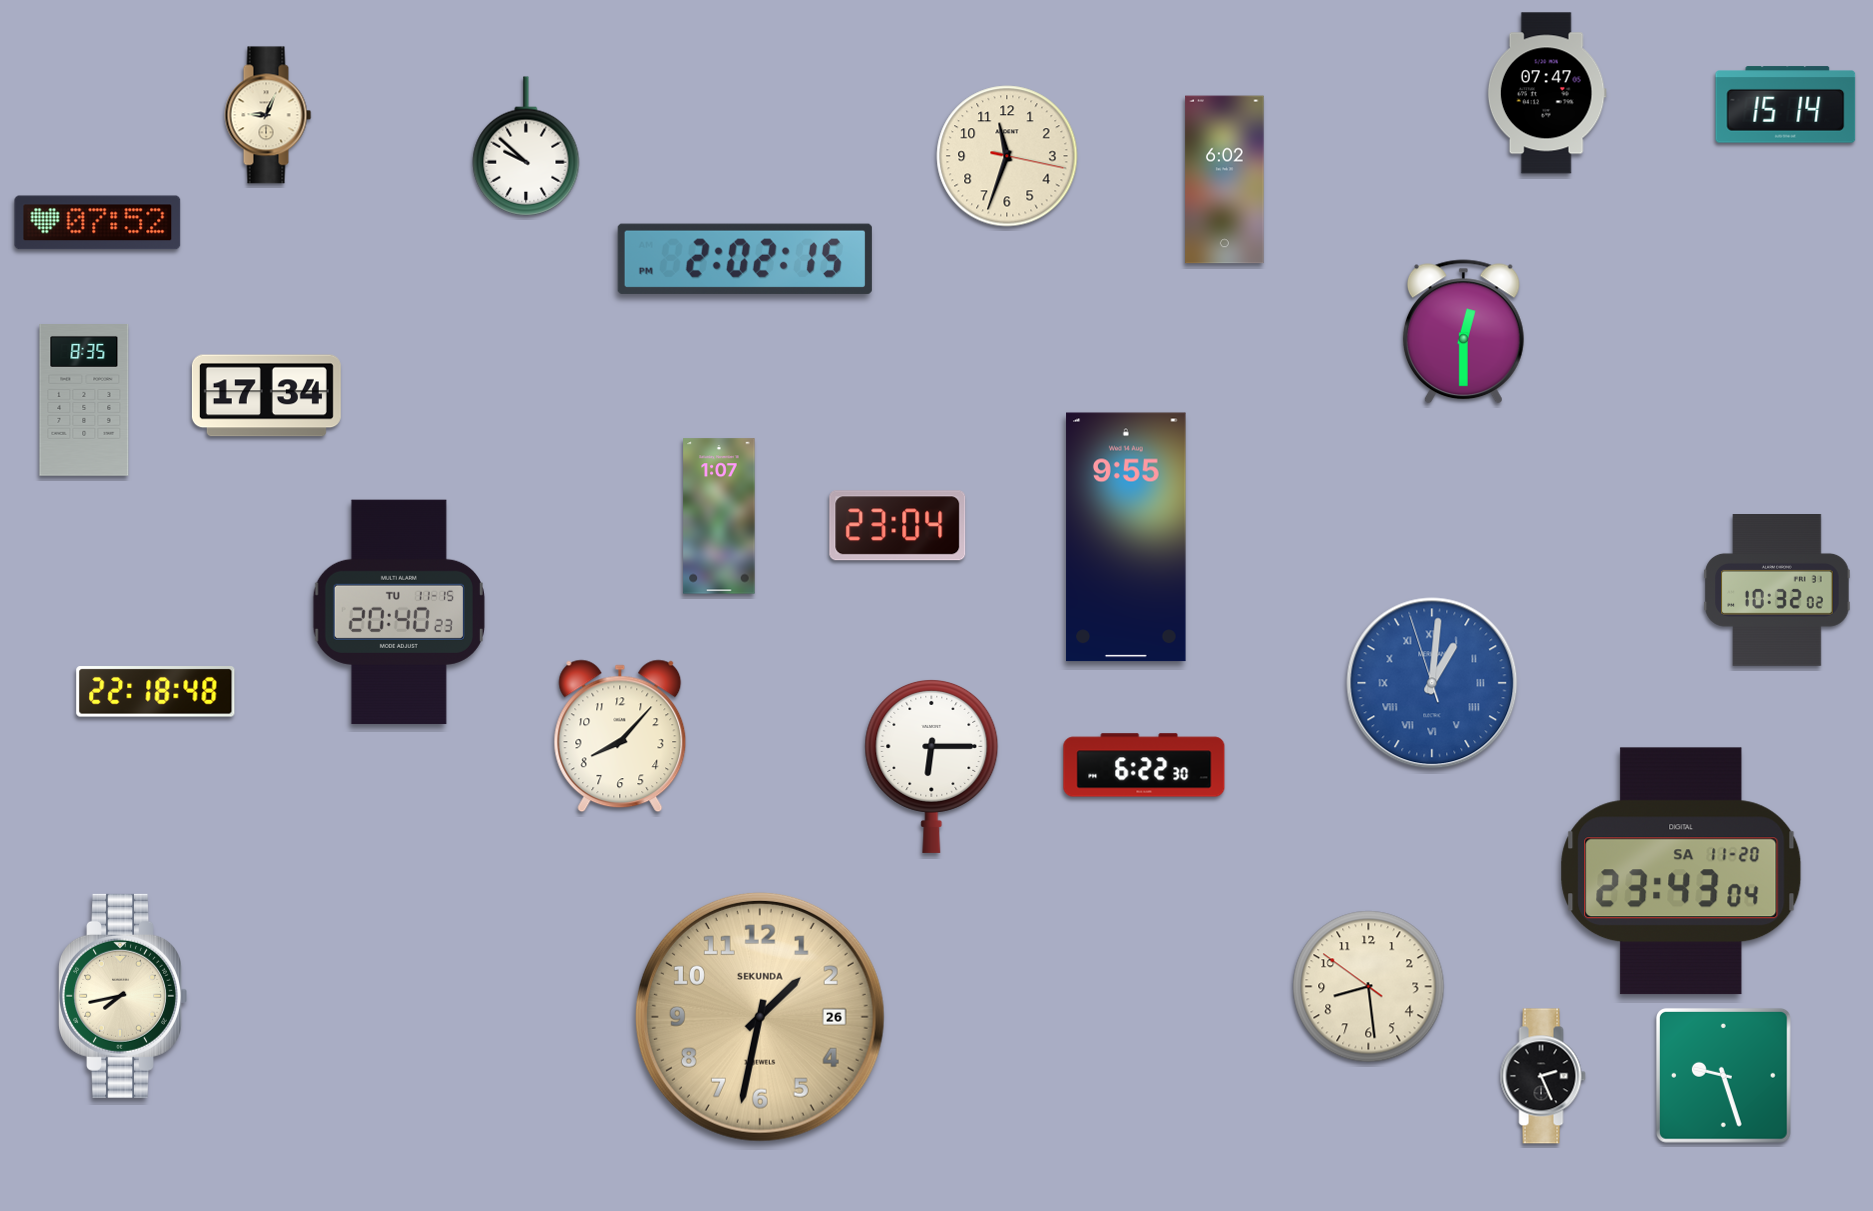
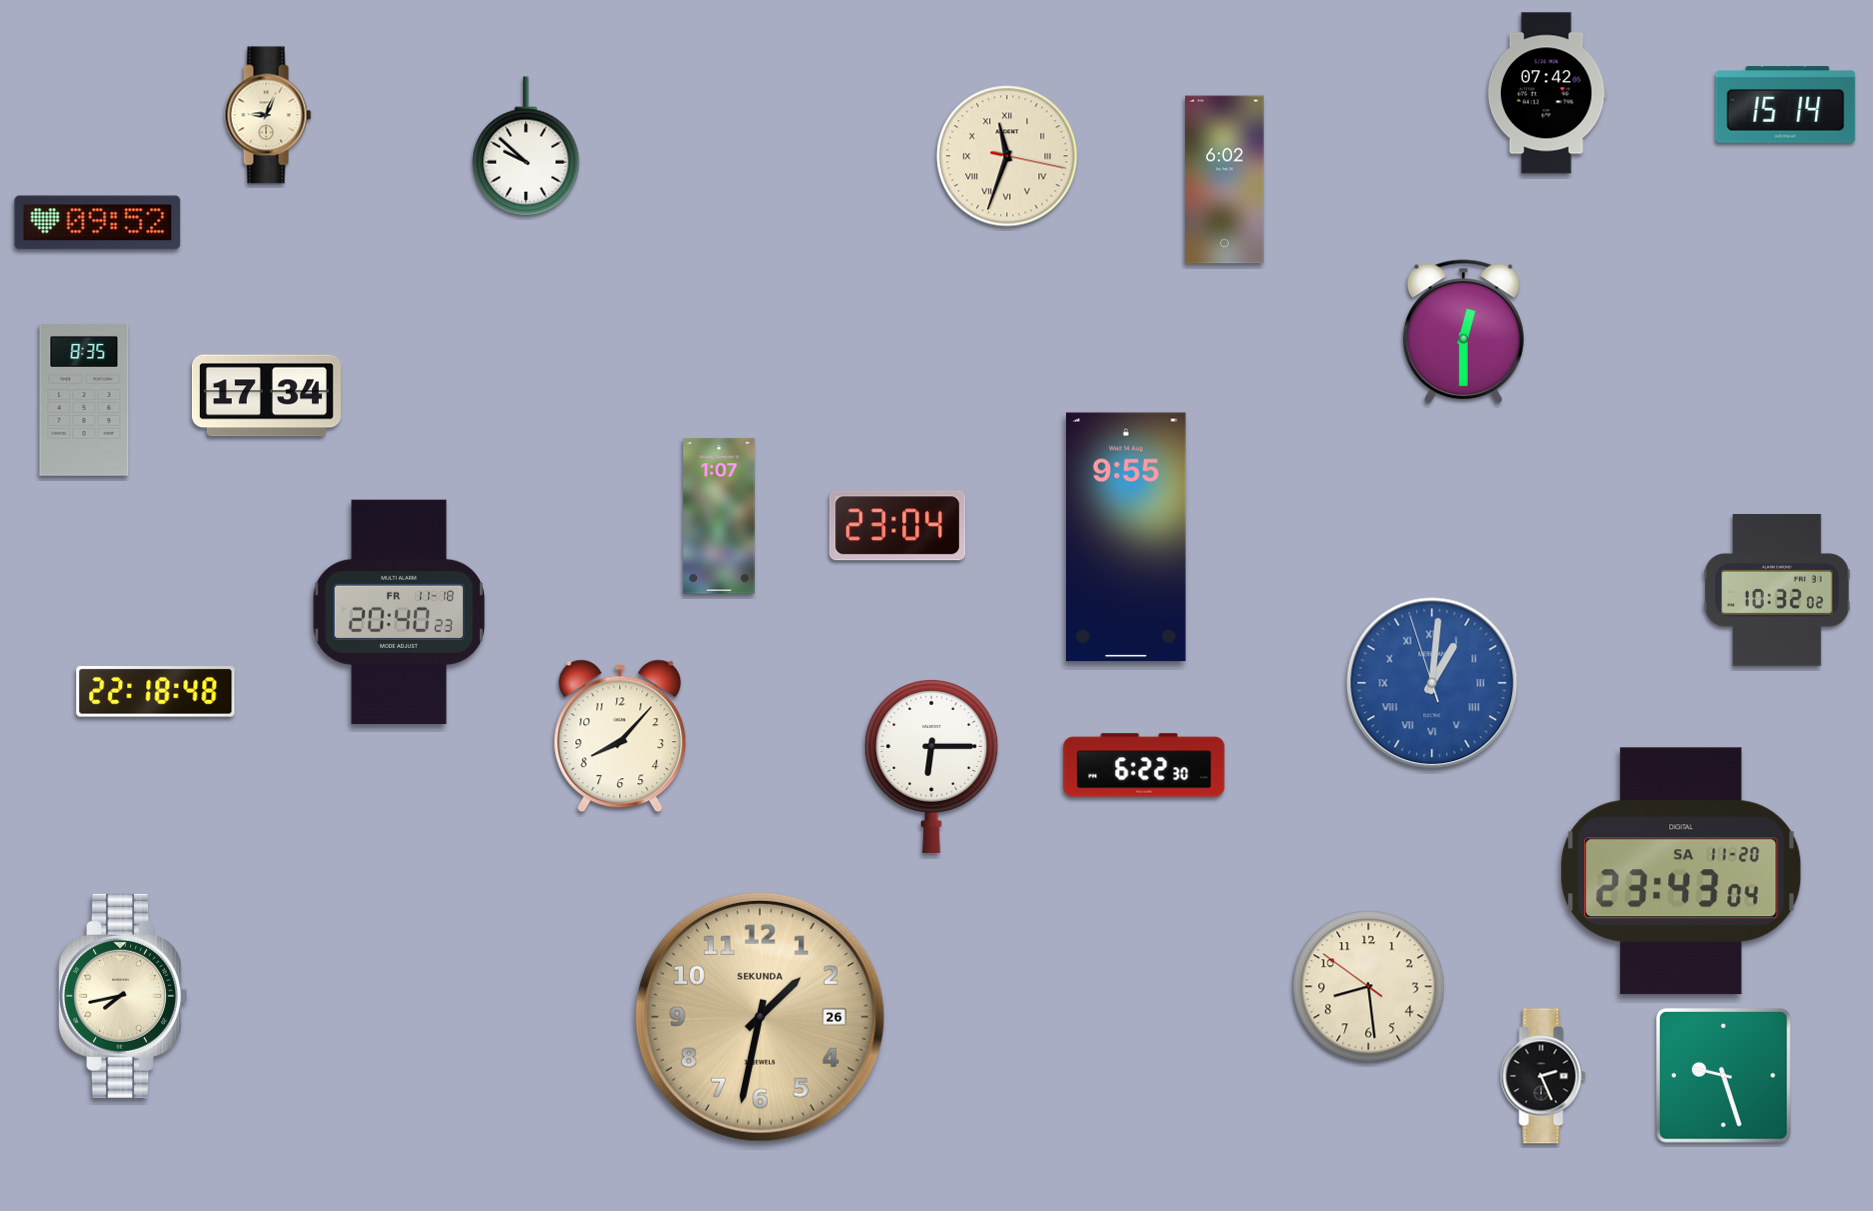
clock at (1547, 93): 07:47 -> 07:42
clock at (1007, 156) numerals: Arabic -> Roman
clock at (98, 223): 07:52 -> 09:52
clock at (745, 259): 2:02 -> none
clock at (399, 612) date: TU 11-15 -> FR 11-18
